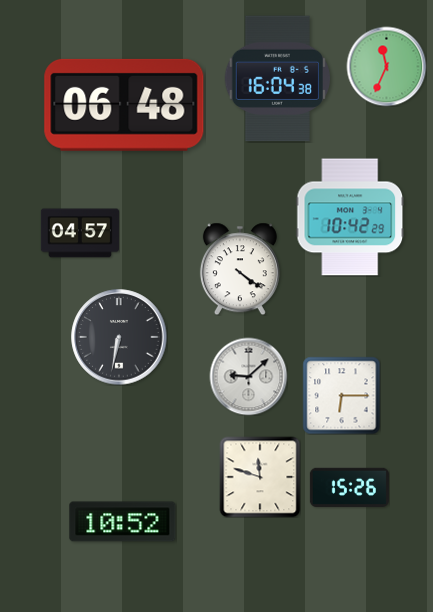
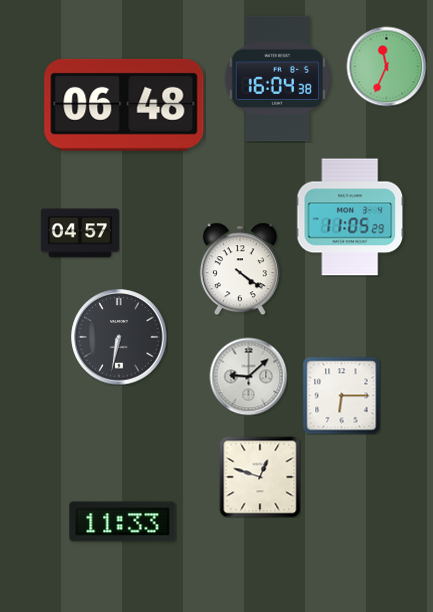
clock at (350, 217): 10:42 -> 11:05
clock at (260, 477): 11:48 -> 12:48
clock at (349, 487): 15:26 -> none
clock at (123, 522): 10:52 -> 11:33
